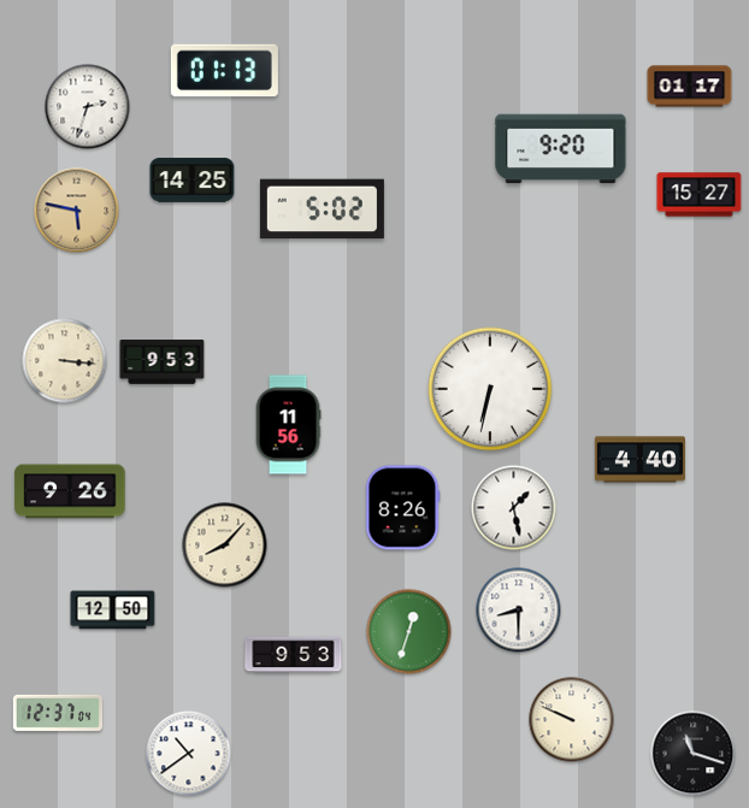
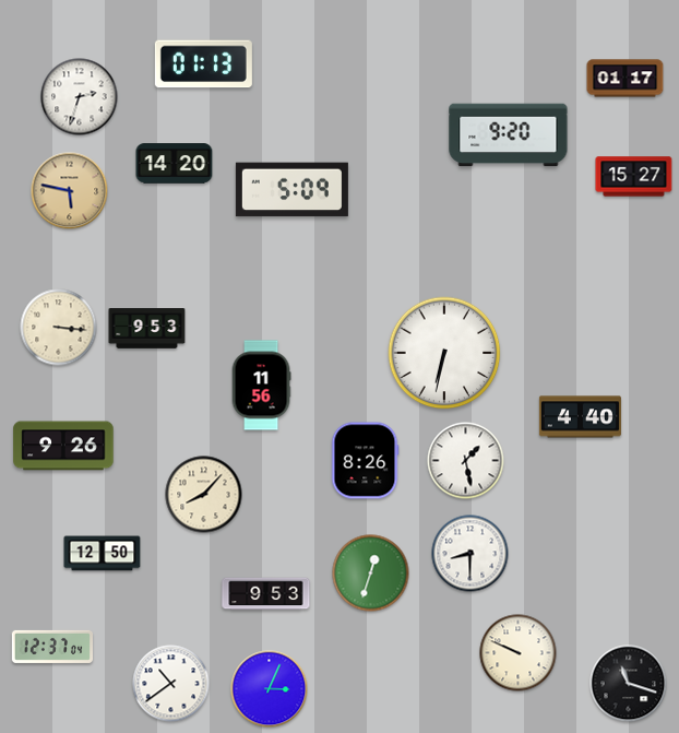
clock at (193, 181): 14:25 -> 14:20
clock at (322, 210): 5:02 -> 5:09
clock at (270, 689): none -> 3:04
